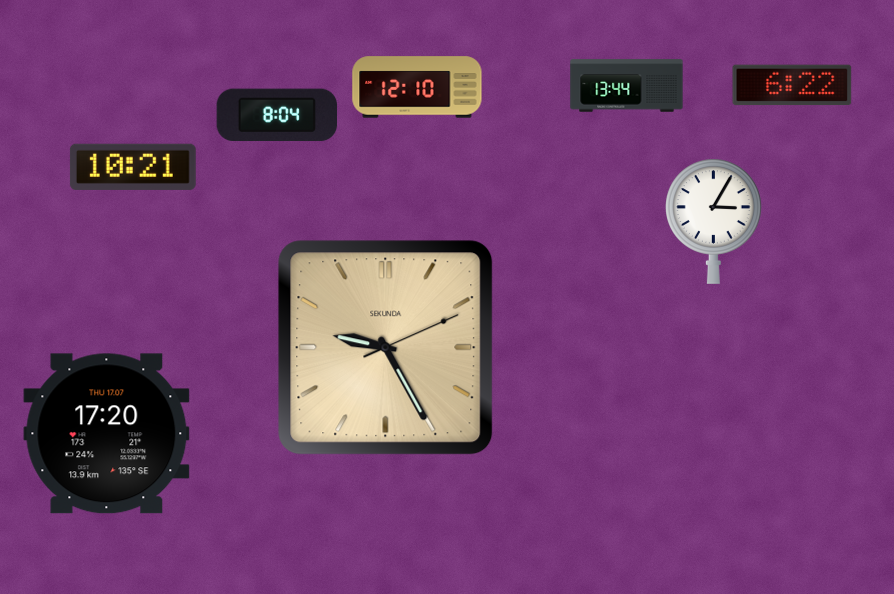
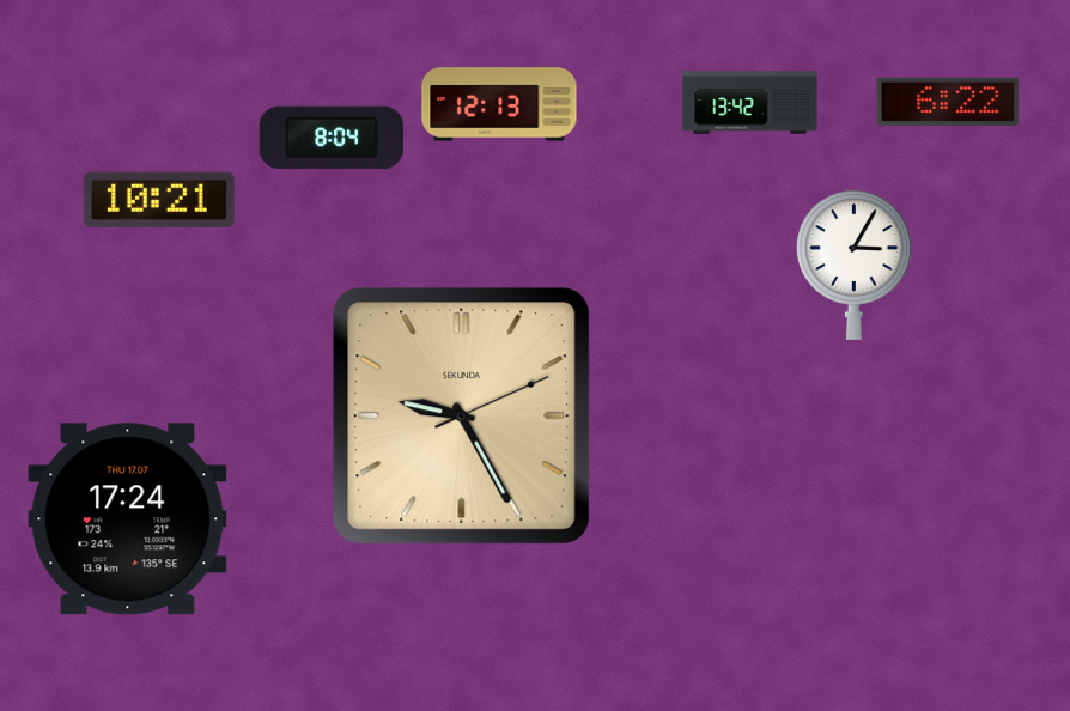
clock at (627, 86): 13:44 -> 13:42
clock at (417, 87): 12:10 -> 12:13
clock at (107, 434): 17:20 -> 17:24
